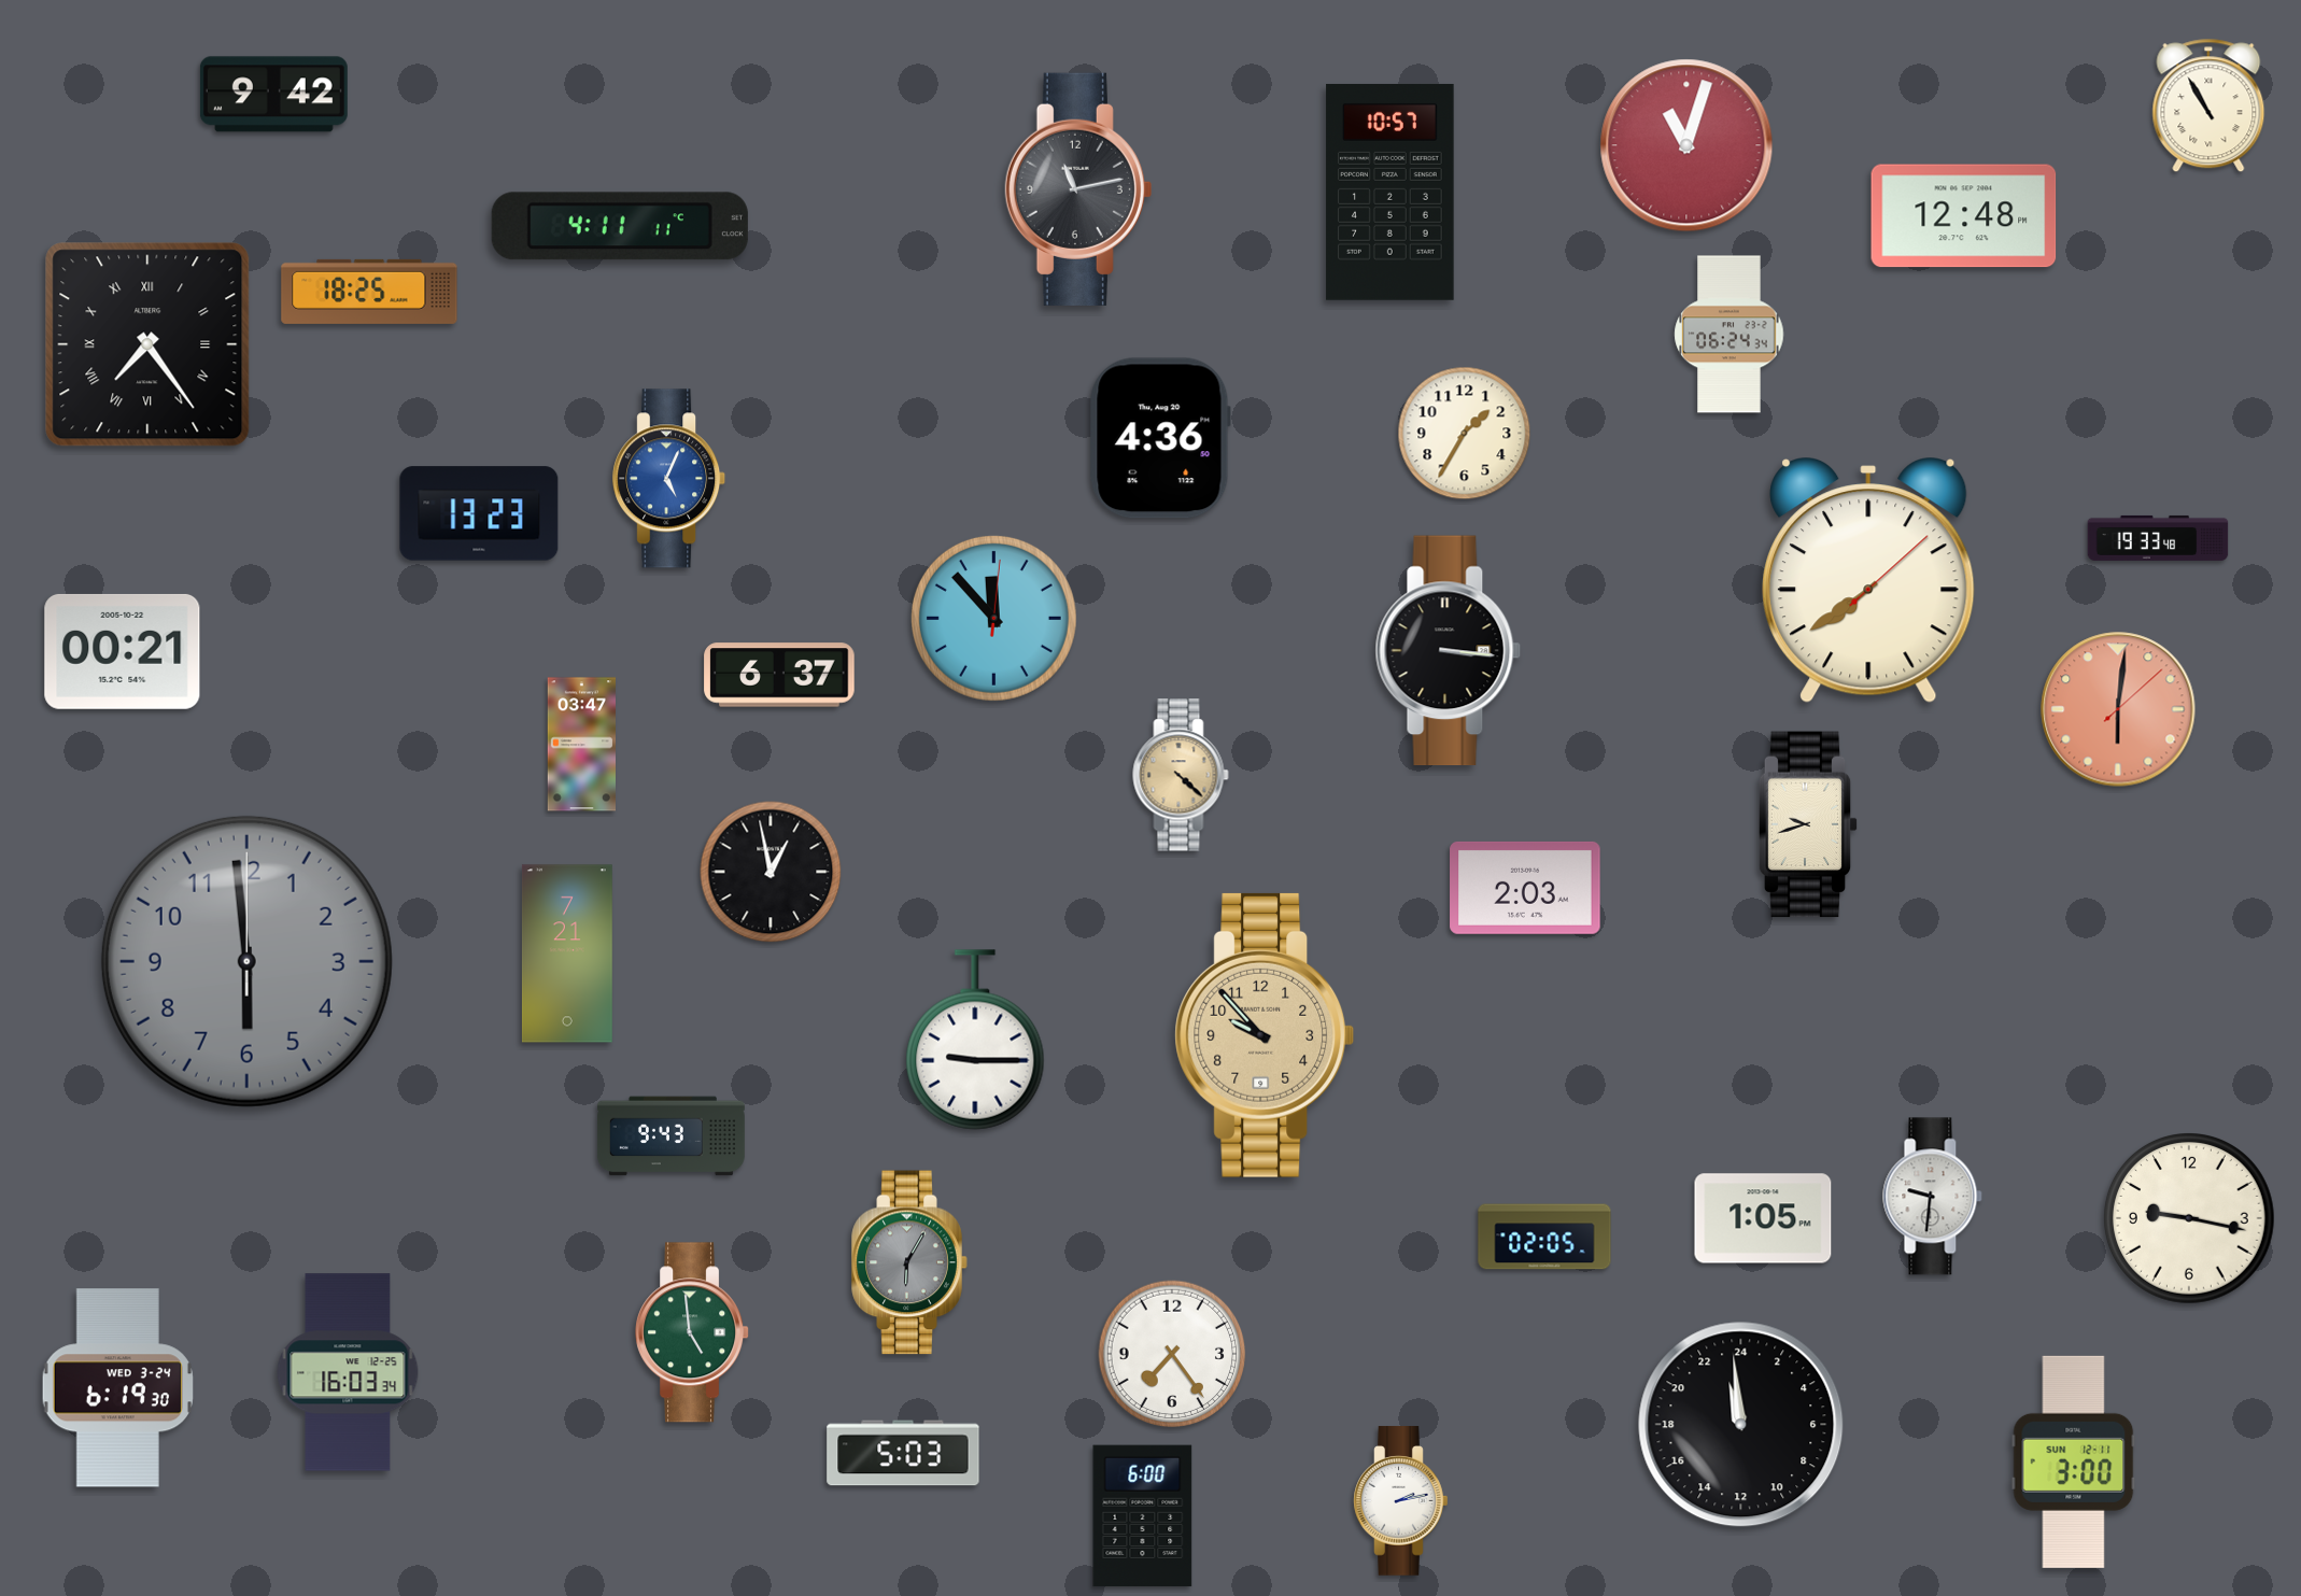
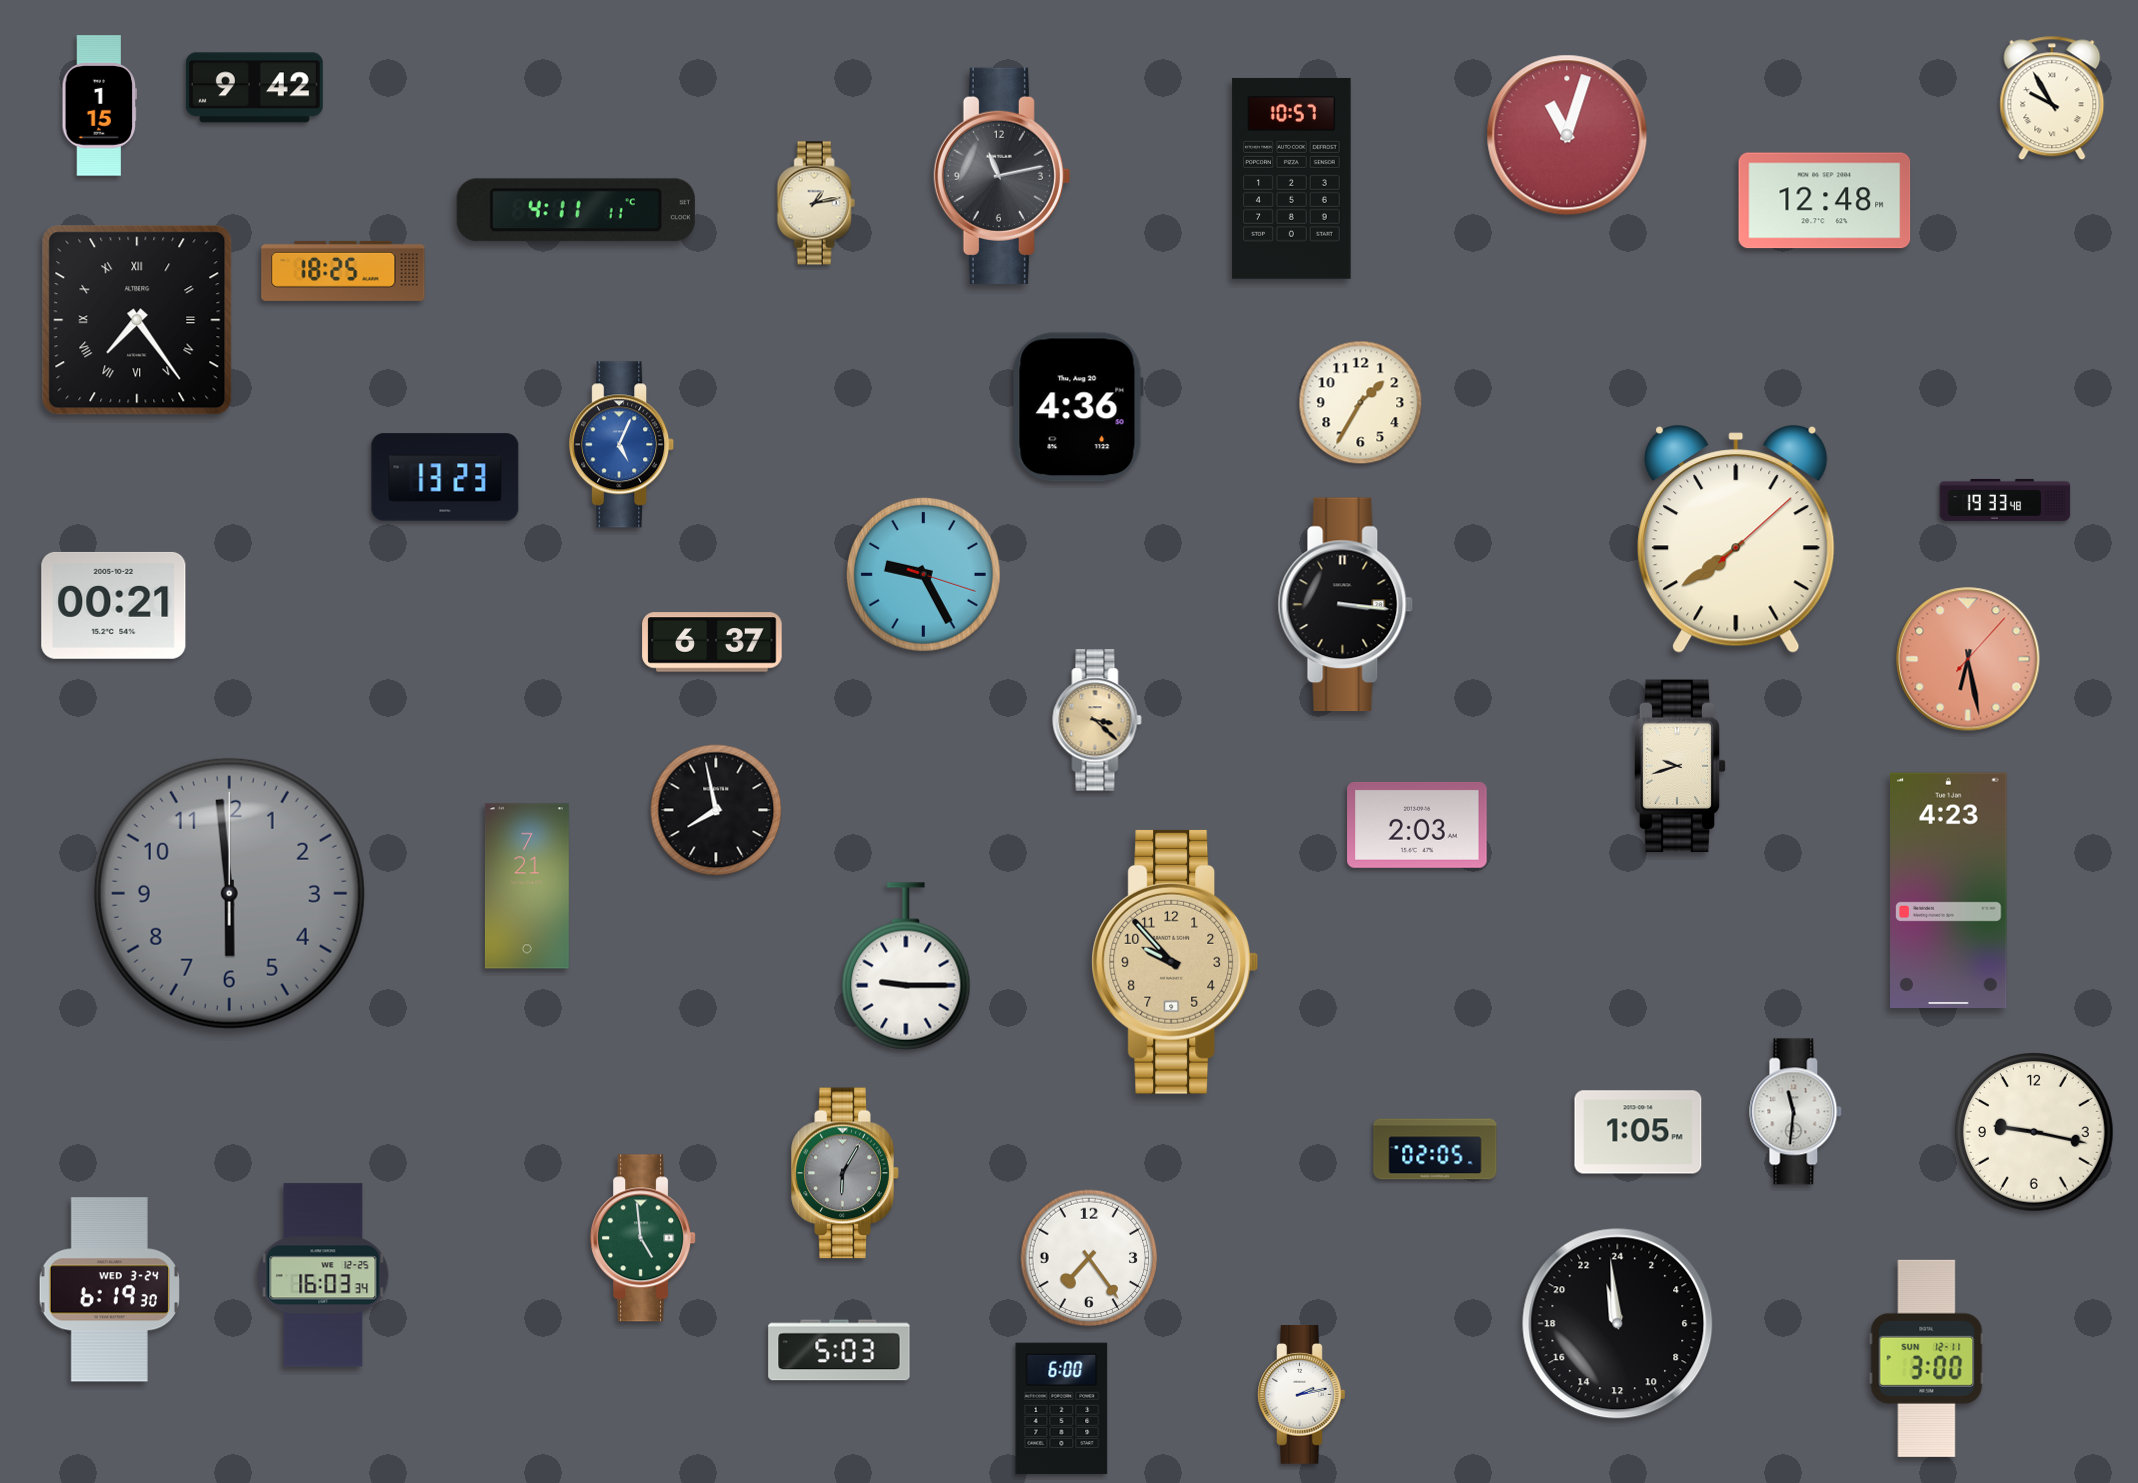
clock at (2208, 105): 10:55 -> 9:55
clock at (100, 106): none -> 1:15
clock at (816, 203): none -> 1:13
clock at (1730, 335): 06:24 -> none
clock at (993, 618): 11:53 -> 9:25
clock at (779, 675) position: (779, 675) -> (712, 642)
clock at (2118, 709): 6:01 -> 6:28
clock at (581, 745): 03:47 -> none
clock at (1181, 775): 4:22 -> 3:22
clock at (771, 872): 12:58 -> 7:58
clock at (1949, 890): none -> 4:23
clock at (670, 1136): 9:43 -> none
clock at (1933, 1197): 9:31 -> 11:31
